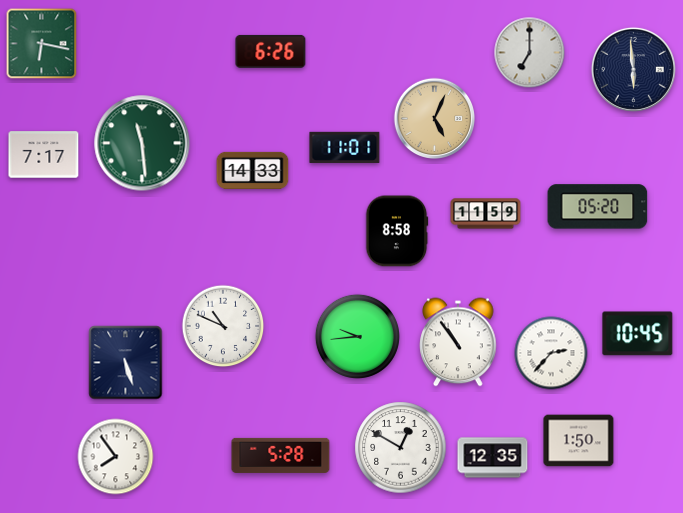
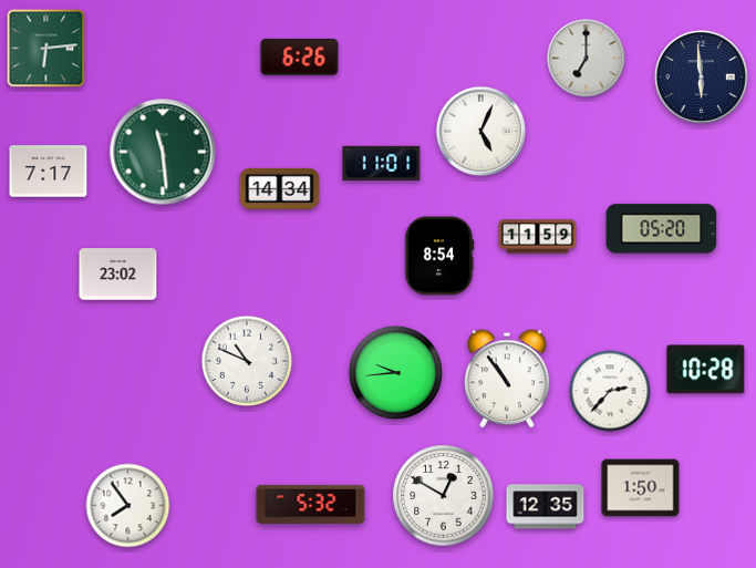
clock at (42, 44): 6:17 -> 6:14
clock at (434, 118) dial: champagne -> white
clock at (142, 143) position: (142, 143) -> (163, 152)
clock at (253, 170): 14:33 -> 14:34
clock at (397, 231): 8:58 -> 8:54
clock at (118, 275): none -> 23:02
clock at (638, 334): 10:45 -> 10:28
clock at (126, 363): 5:27 -> none
clock at (281, 455): 5:28 -> 5:32
